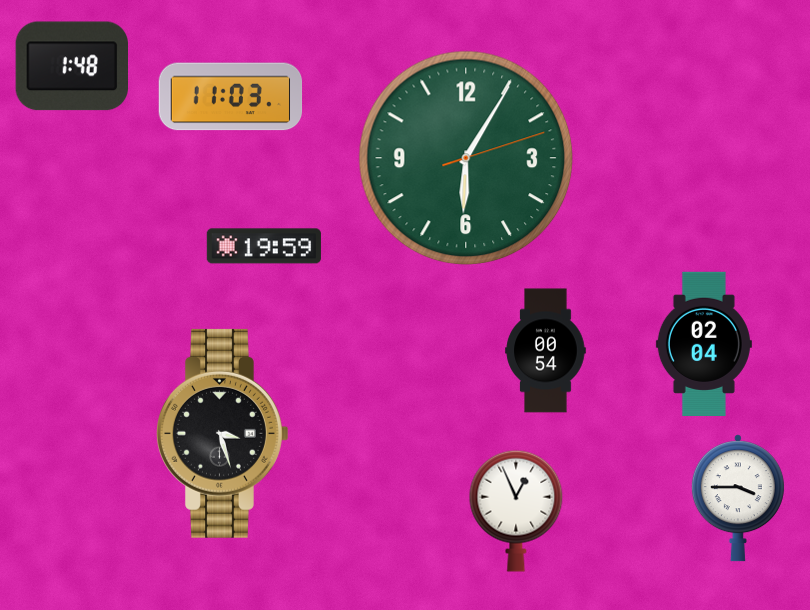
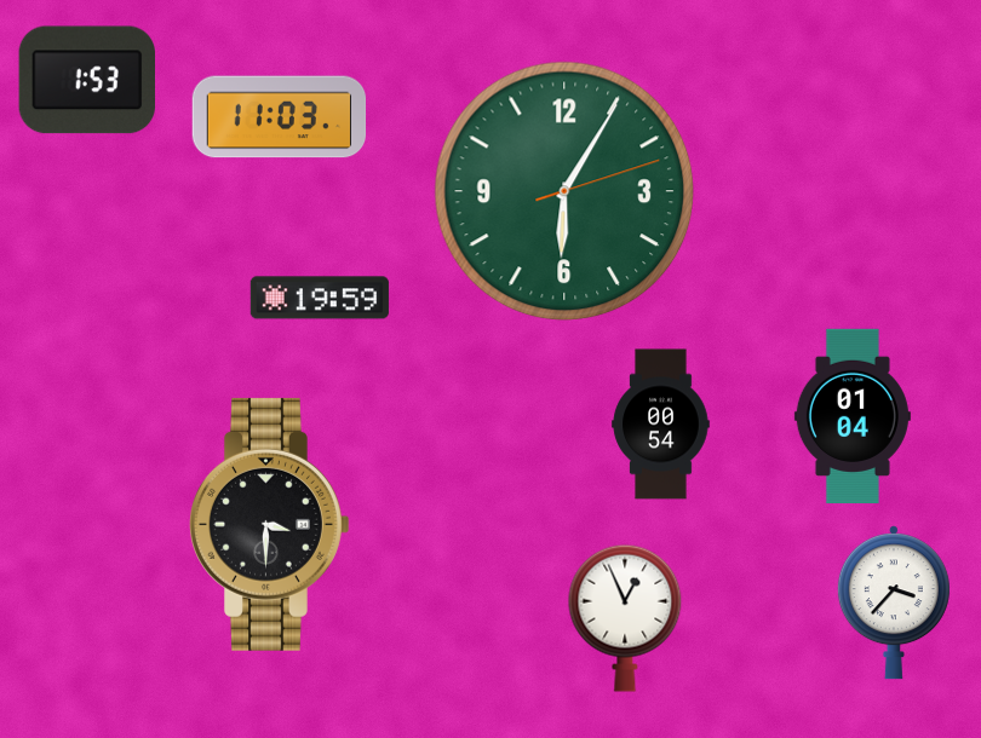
clock at (71, 66): 1:48 -> 1:53
clock at (704, 343): 02:04 -> 01:04
clock at (223, 433): 3:27 -> 3:30
clock at (738, 498): 3:45 -> 3:37
